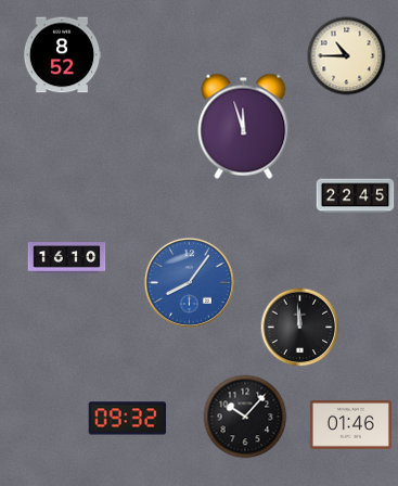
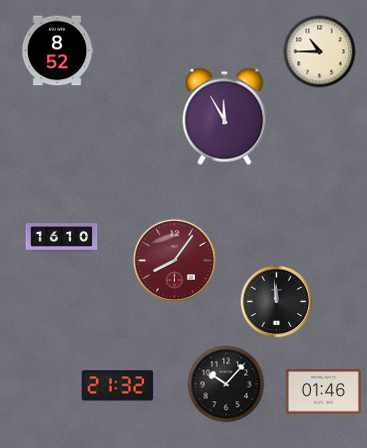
clock at (244, 126): 11:57 -> 11:55
clock at (356, 196): 22:45 -> none
clock at (189, 282) dial: blue -> burgundy
clock at (128, 419): 09:32 -> 21:32
